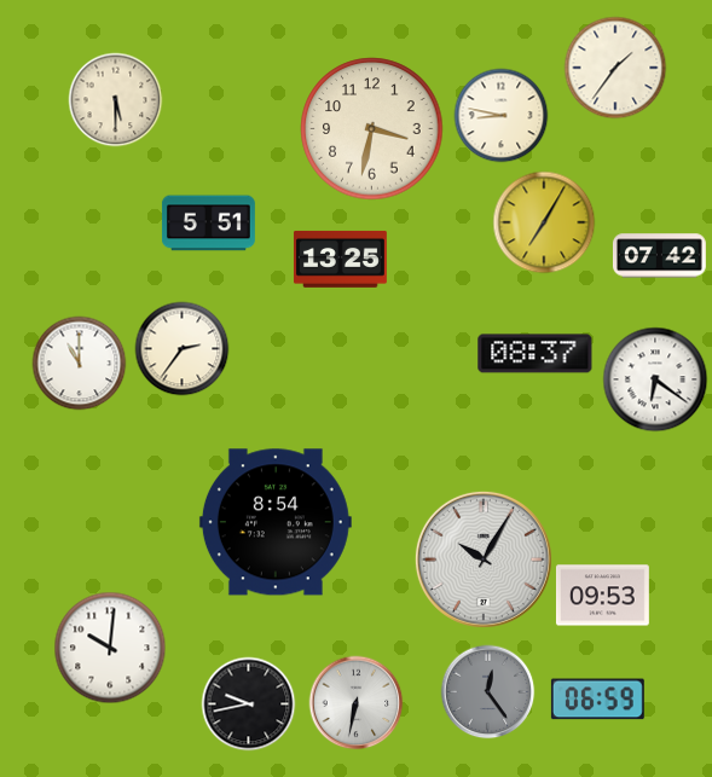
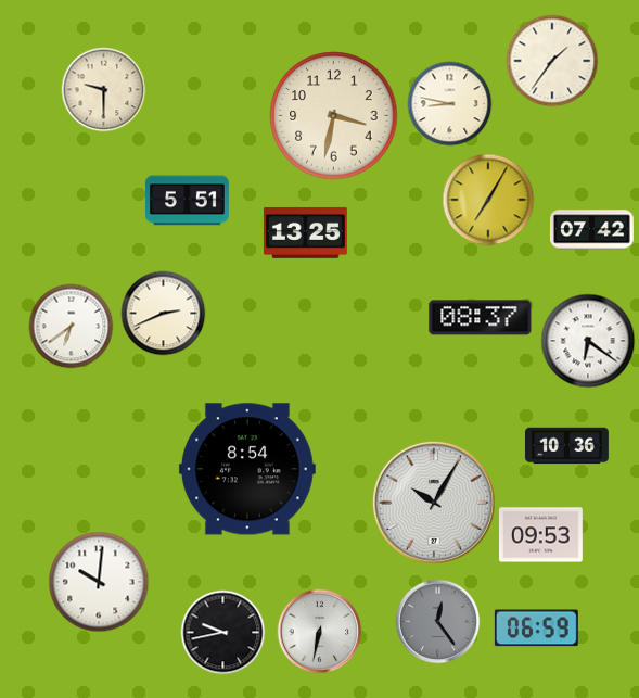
clock at (115, 99): 5:30 -> 9:30
clock at (181, 348): 2:36 -> 2:41
clock at (79, 363): 11:00 -> 6:39
clock at (567, 446): none -> 10:36
